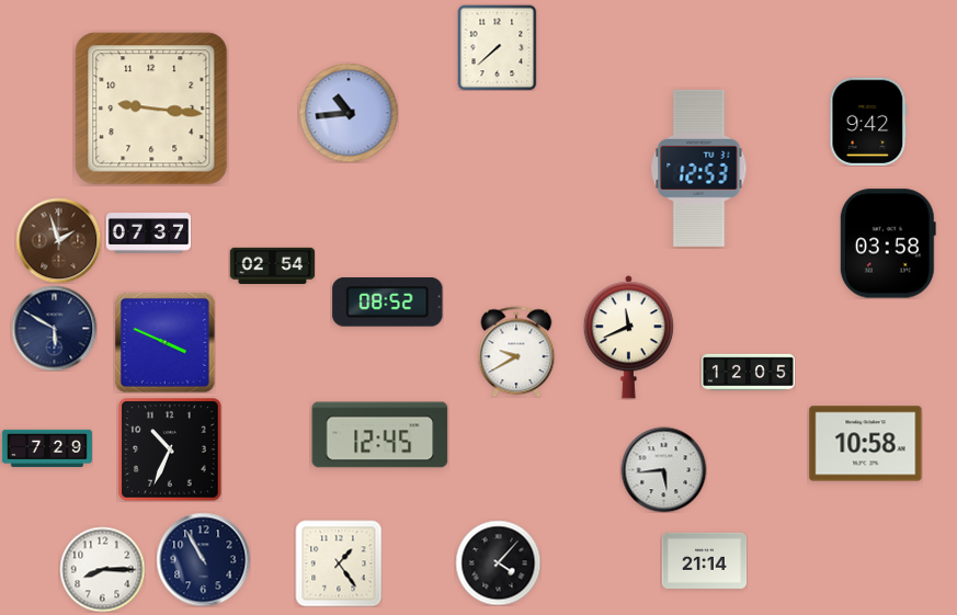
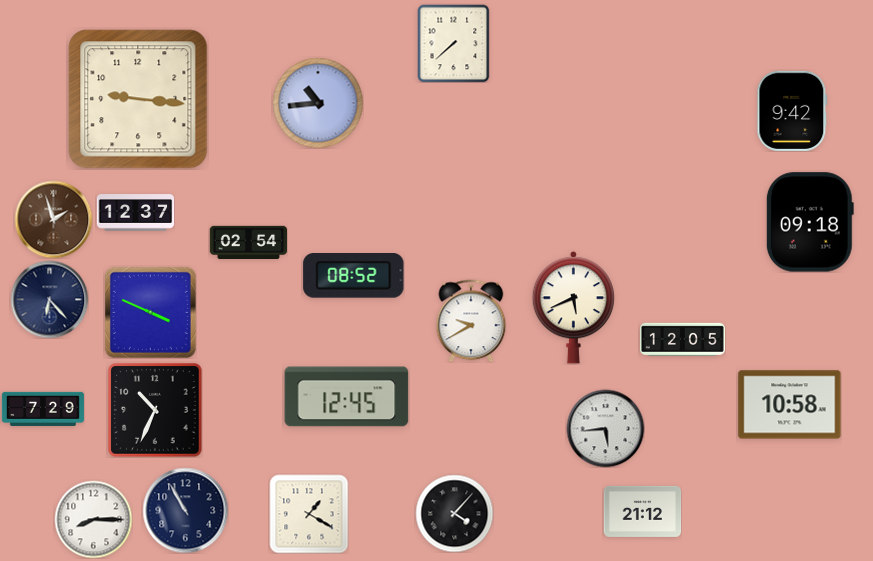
clock at (699, 168): 12:53 -> none
clock at (148, 234): 07:37 -> 12:37
clock at (888, 243): 03:58 -> 09:18
clock at (54, 328): 5:50 -> 6:23
clock at (628, 338): 11:41 -> 5:41
clock at (704, 560): 21:14 -> 21:12
clock at (339, 563): 1:24 -> 1:20
